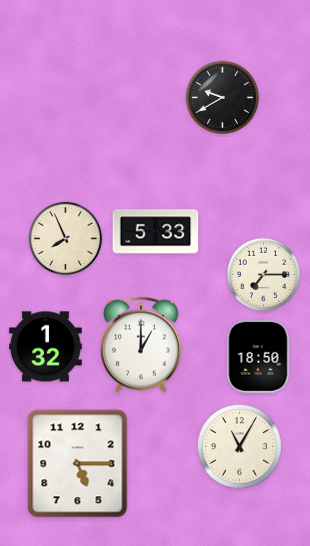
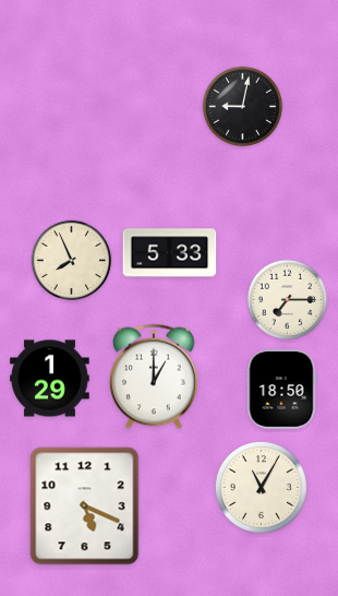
clock at (223, 98): 9:40 -> 9:02
clock at (46, 347): 1:32 -> 1:29
clock at (78, 464): 5:15 -> 5:19
